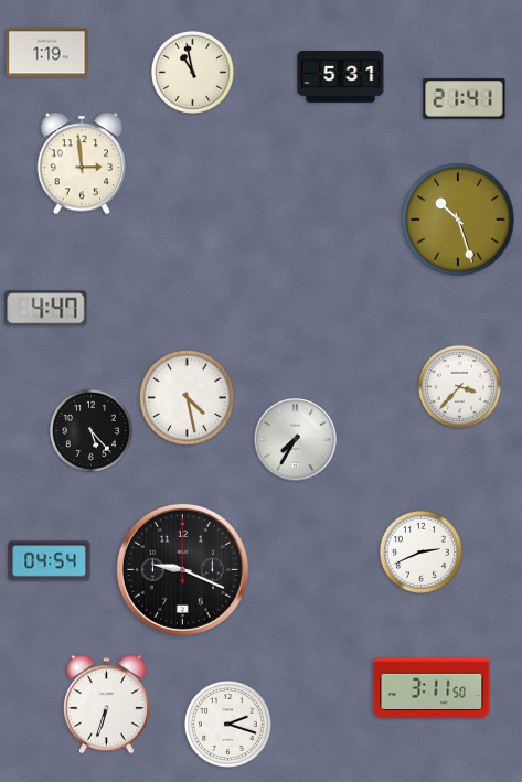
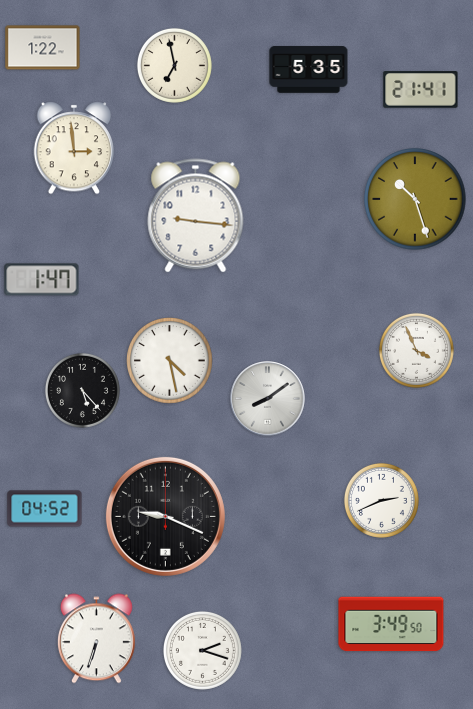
clock at (47, 53): 1:19 -> 1:22
clock at (192, 72): 10:58 -> 6:58
clock at (341, 77): 5:31 -> 5:35
clock at (196, 216): none -> 9:16
clock at (46, 309): 4:47 -> 1:47
clock at (459, 386): 3:37 -> 3:56
clock at (296, 440): 7:35 -> 8:09
clock at (50, 561): 04:54 -> 04:52
clock at (432, 688): 3:11 -> 3:49
clock at (227, 724) position: (227, 724) -> (202, 650)
